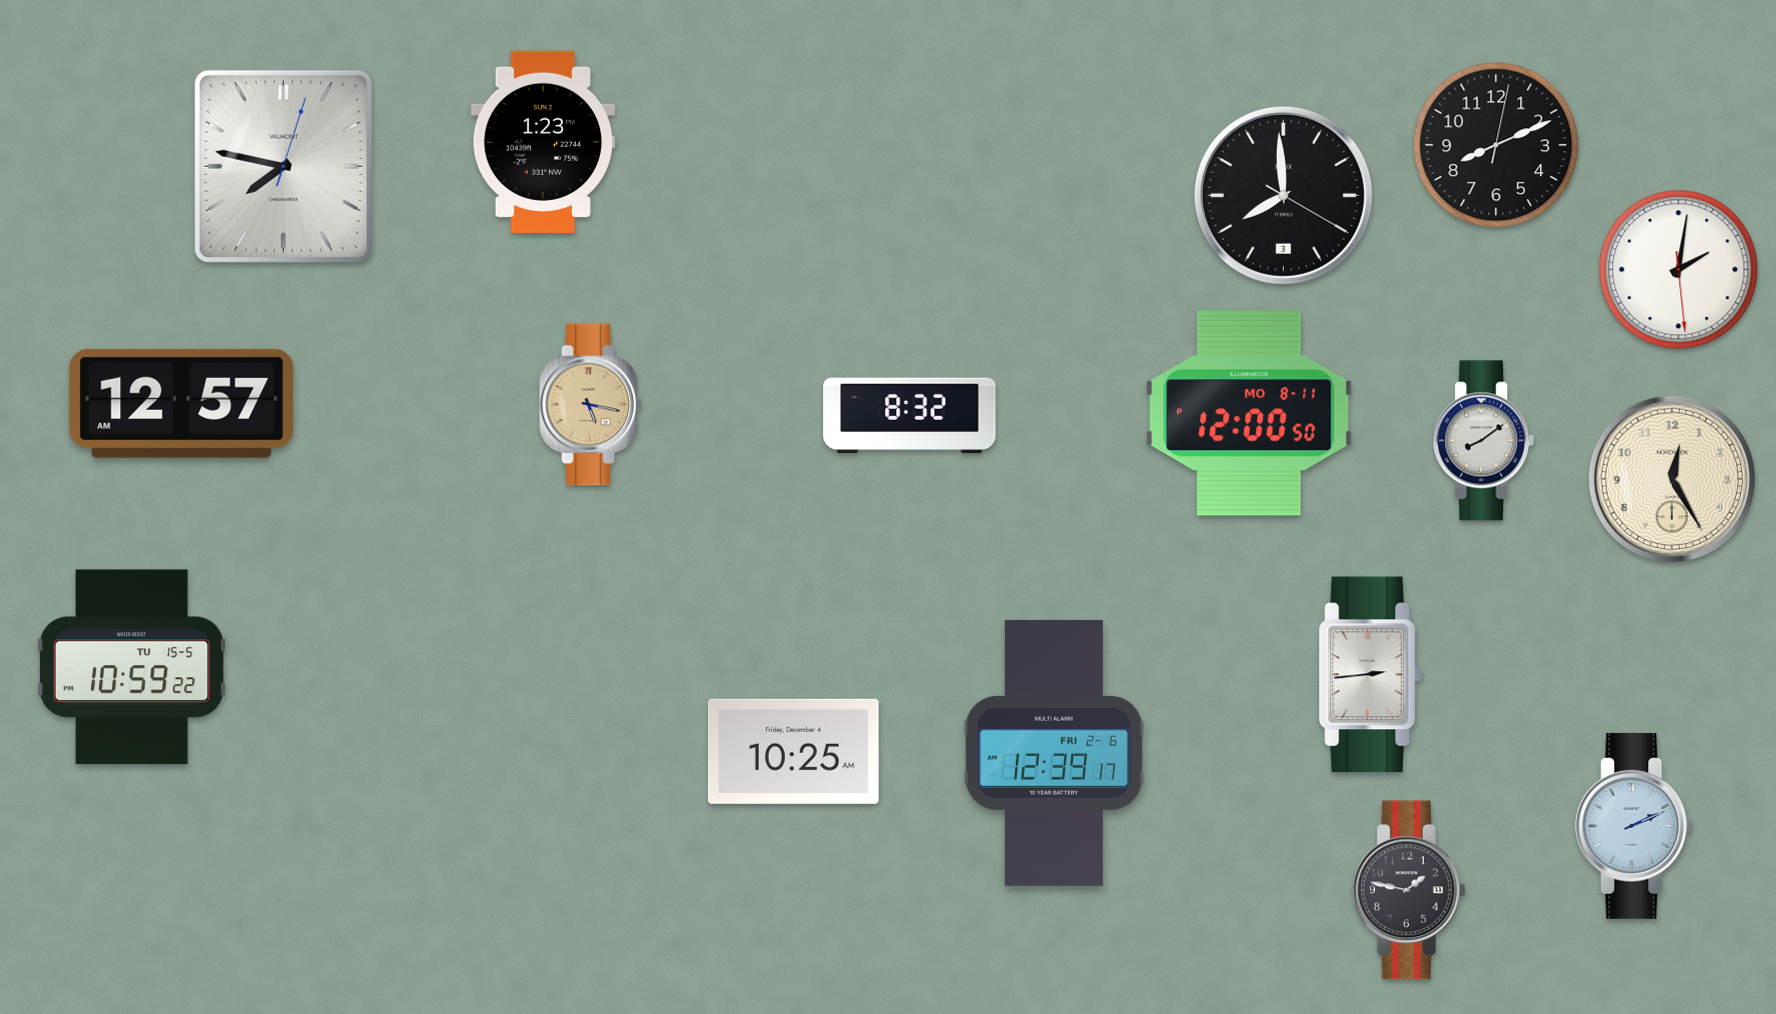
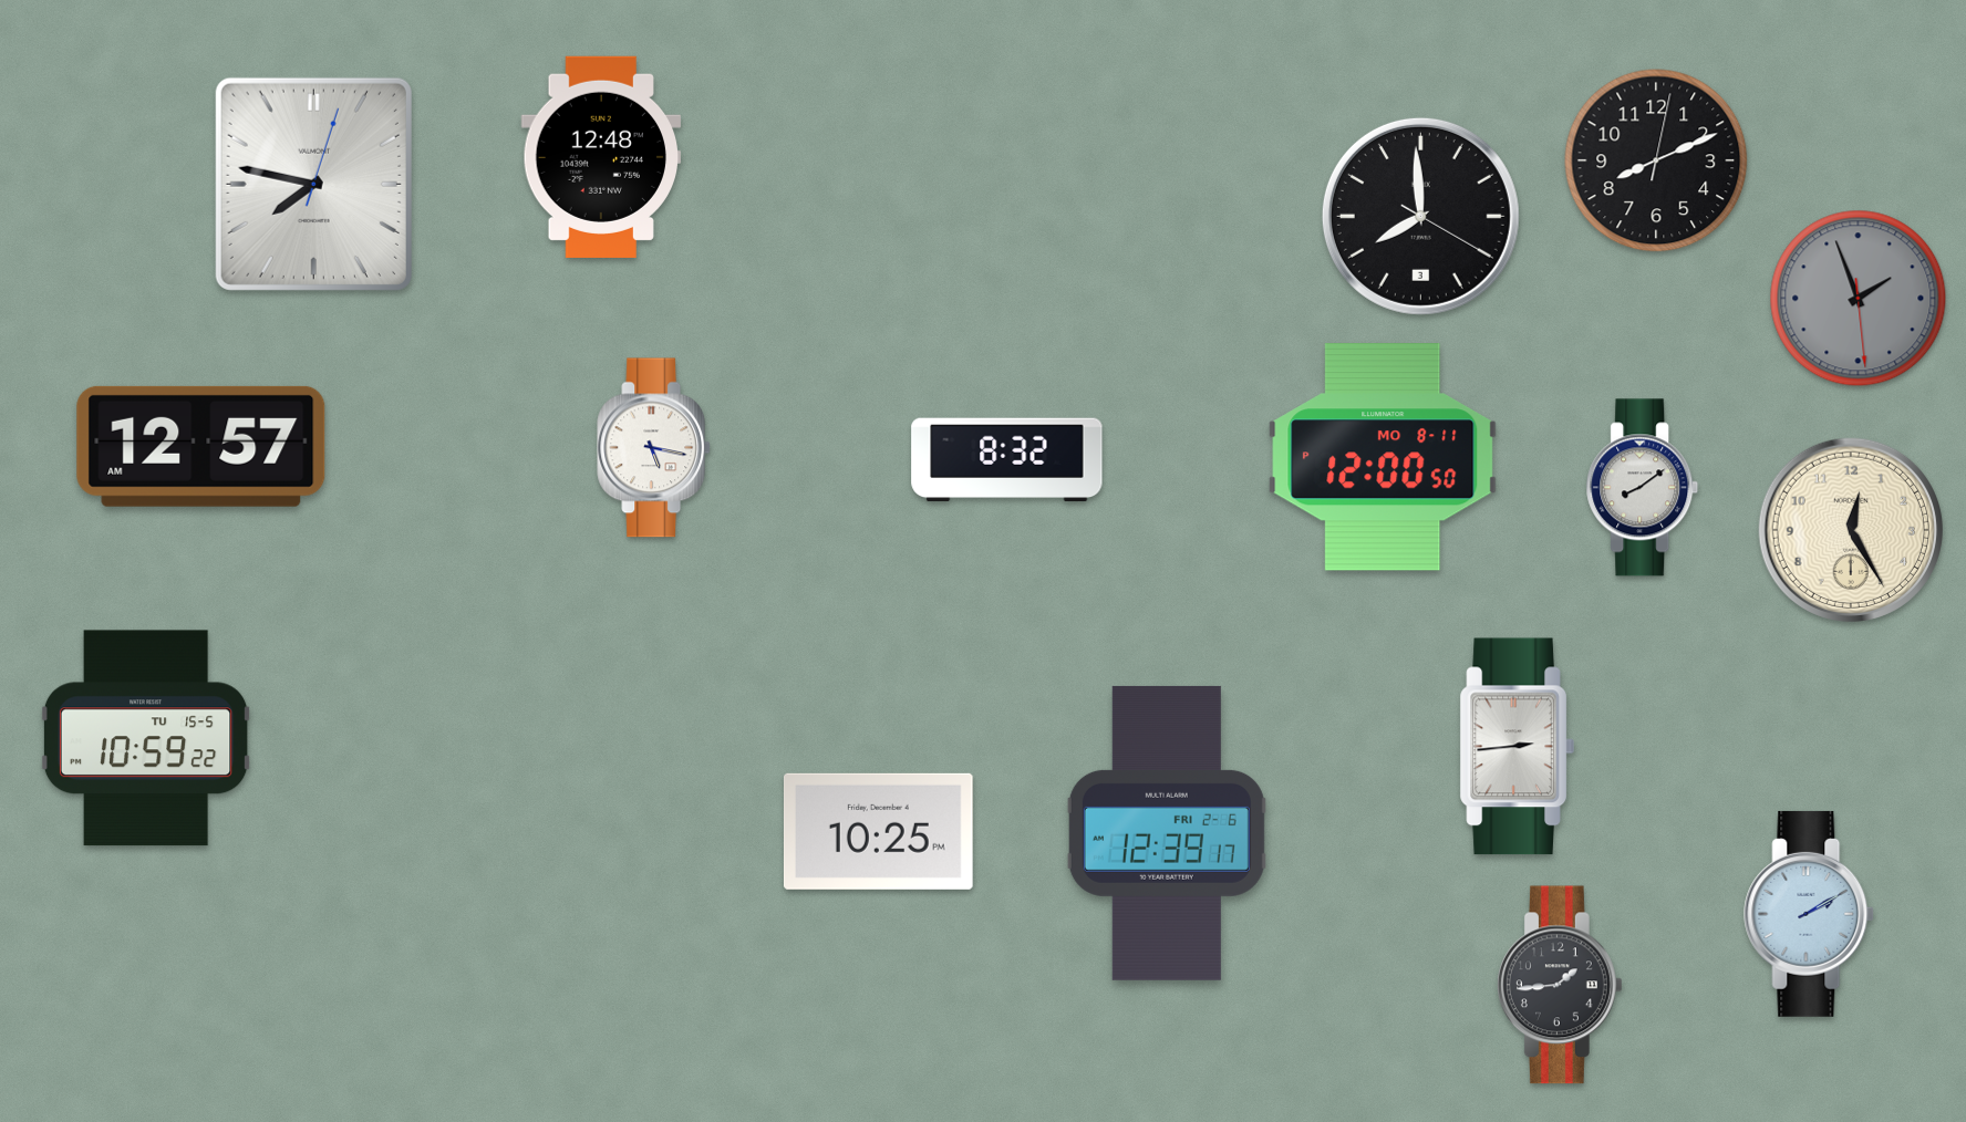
clock at (543, 142): 1:23 -> 12:48
clock at (1679, 270): 2:01 -> 1:56
clock at (1679, 270) dial: white -> grey
clock at (591, 405) dial: champagne -> white
clock at (793, 751): 10:25 AM -> 10:25 PM
clock at (1635, 826): 2:11 -> 2:10
clock at (1410, 890): 1:47 -> 1:44
